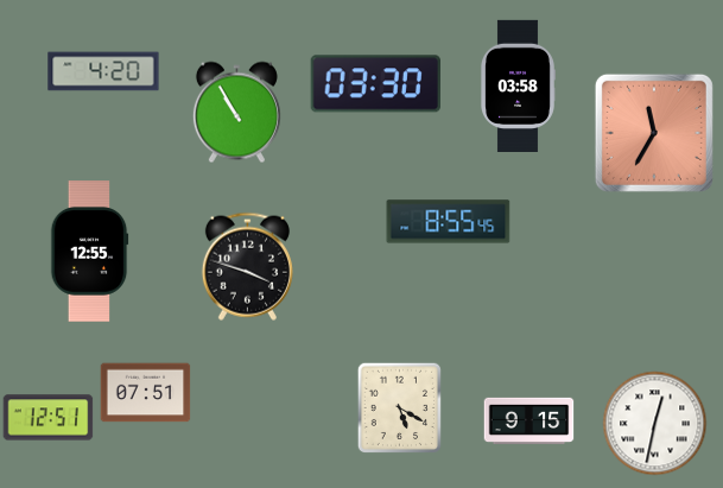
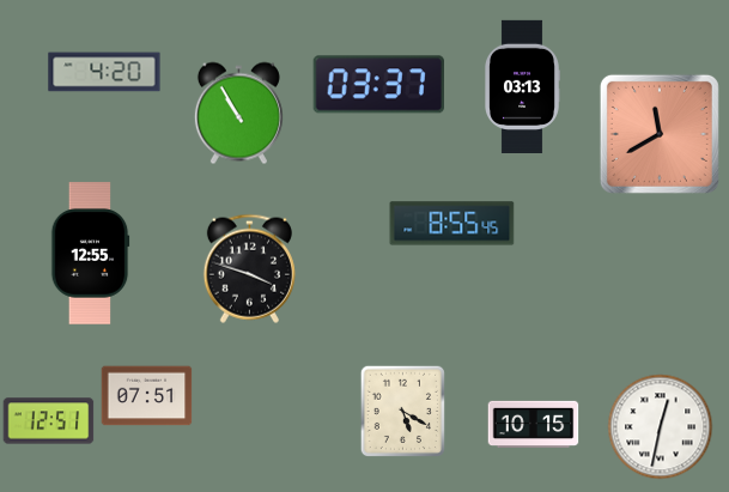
clock at (375, 84): 03:30 -> 03:37
clock at (519, 85): 03:58 -> 03:13
clock at (654, 133): 11:35 -> 11:40
clock at (529, 420): 9:15 -> 10:15
